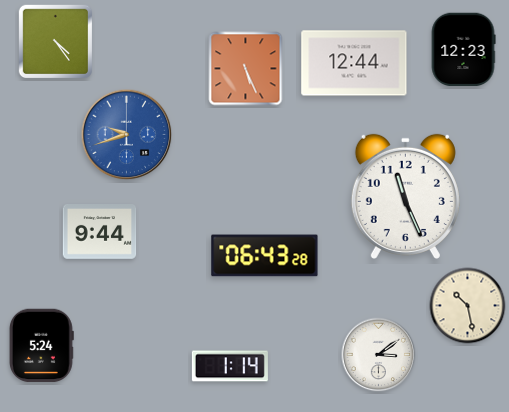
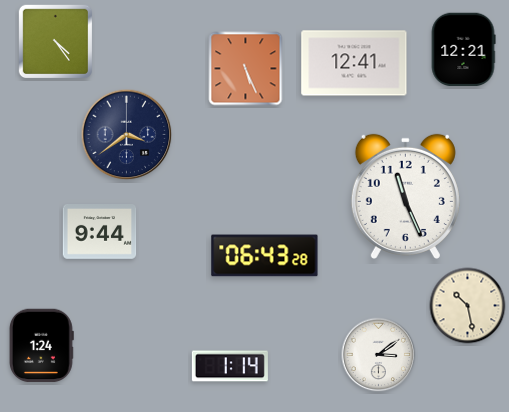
clock at (463, 50): 12:23 -> 12:21
clock at (354, 63): 12:44 -> 12:41
clock at (127, 135): 9:42 -> 3:39
clock at (127, 135) dial: blue -> navy
clock at (42, 346): 5:24 -> 1:24
